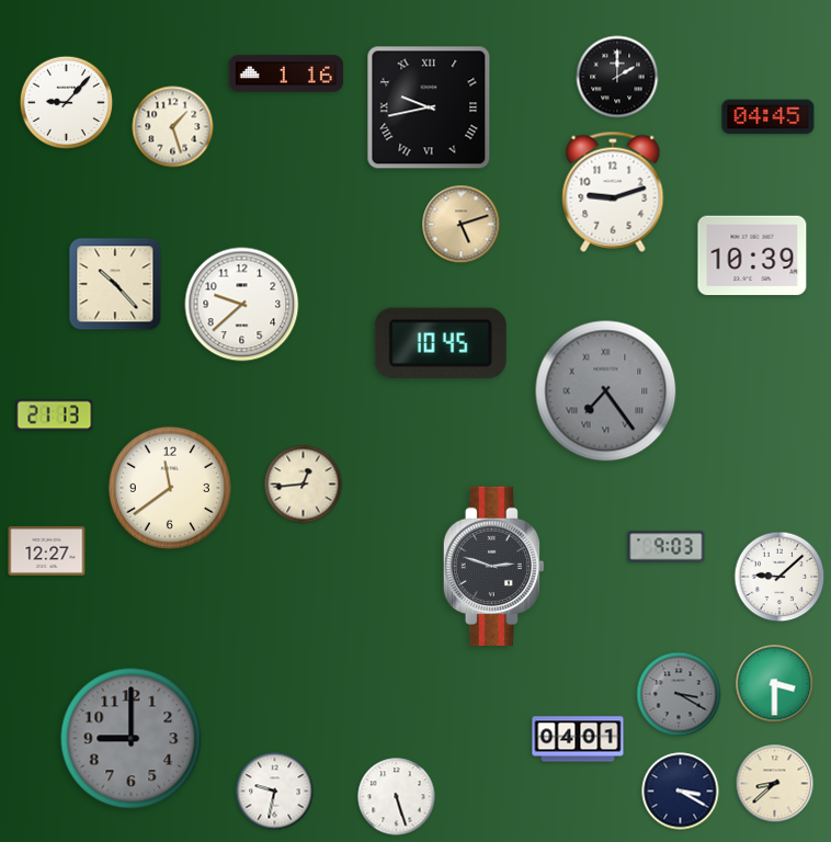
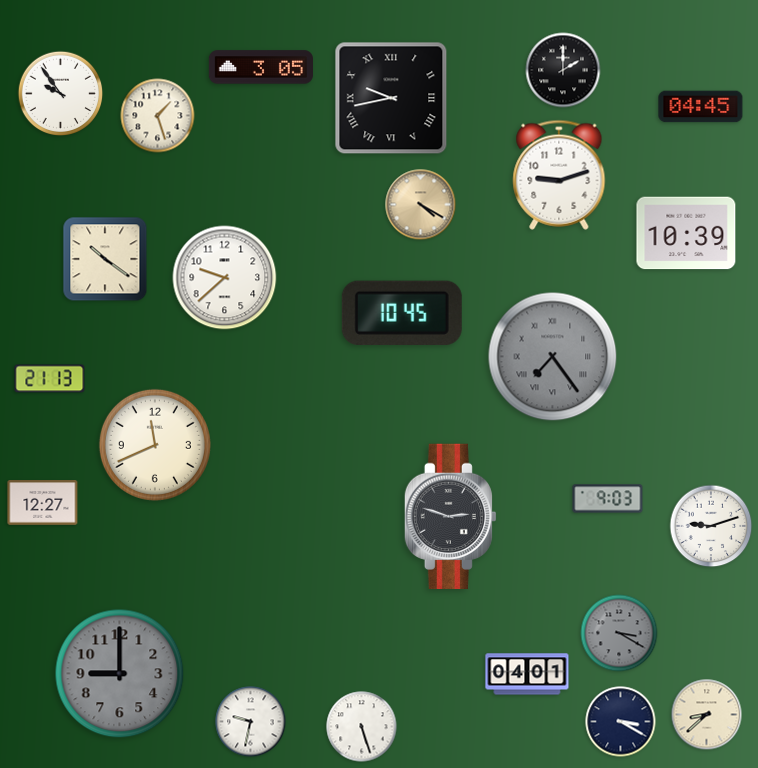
clock at (286, 73): 1:16 -> 3:05
clock at (67, 103): 9:07 -> 9:54
clock at (462, 225): 5:12 -> 4:20
clock at (115, 284): 10:23 -> 10:21
clock at (242, 305) position: (242, 305) -> (225, 278)
clock at (304, 485): 12:44 -> none
clock at (170, 488): 11:39 -> 11:41
clock at (779, 577): 9:08 -> 9:12
clock at (775, 684): 3:30 -> none
